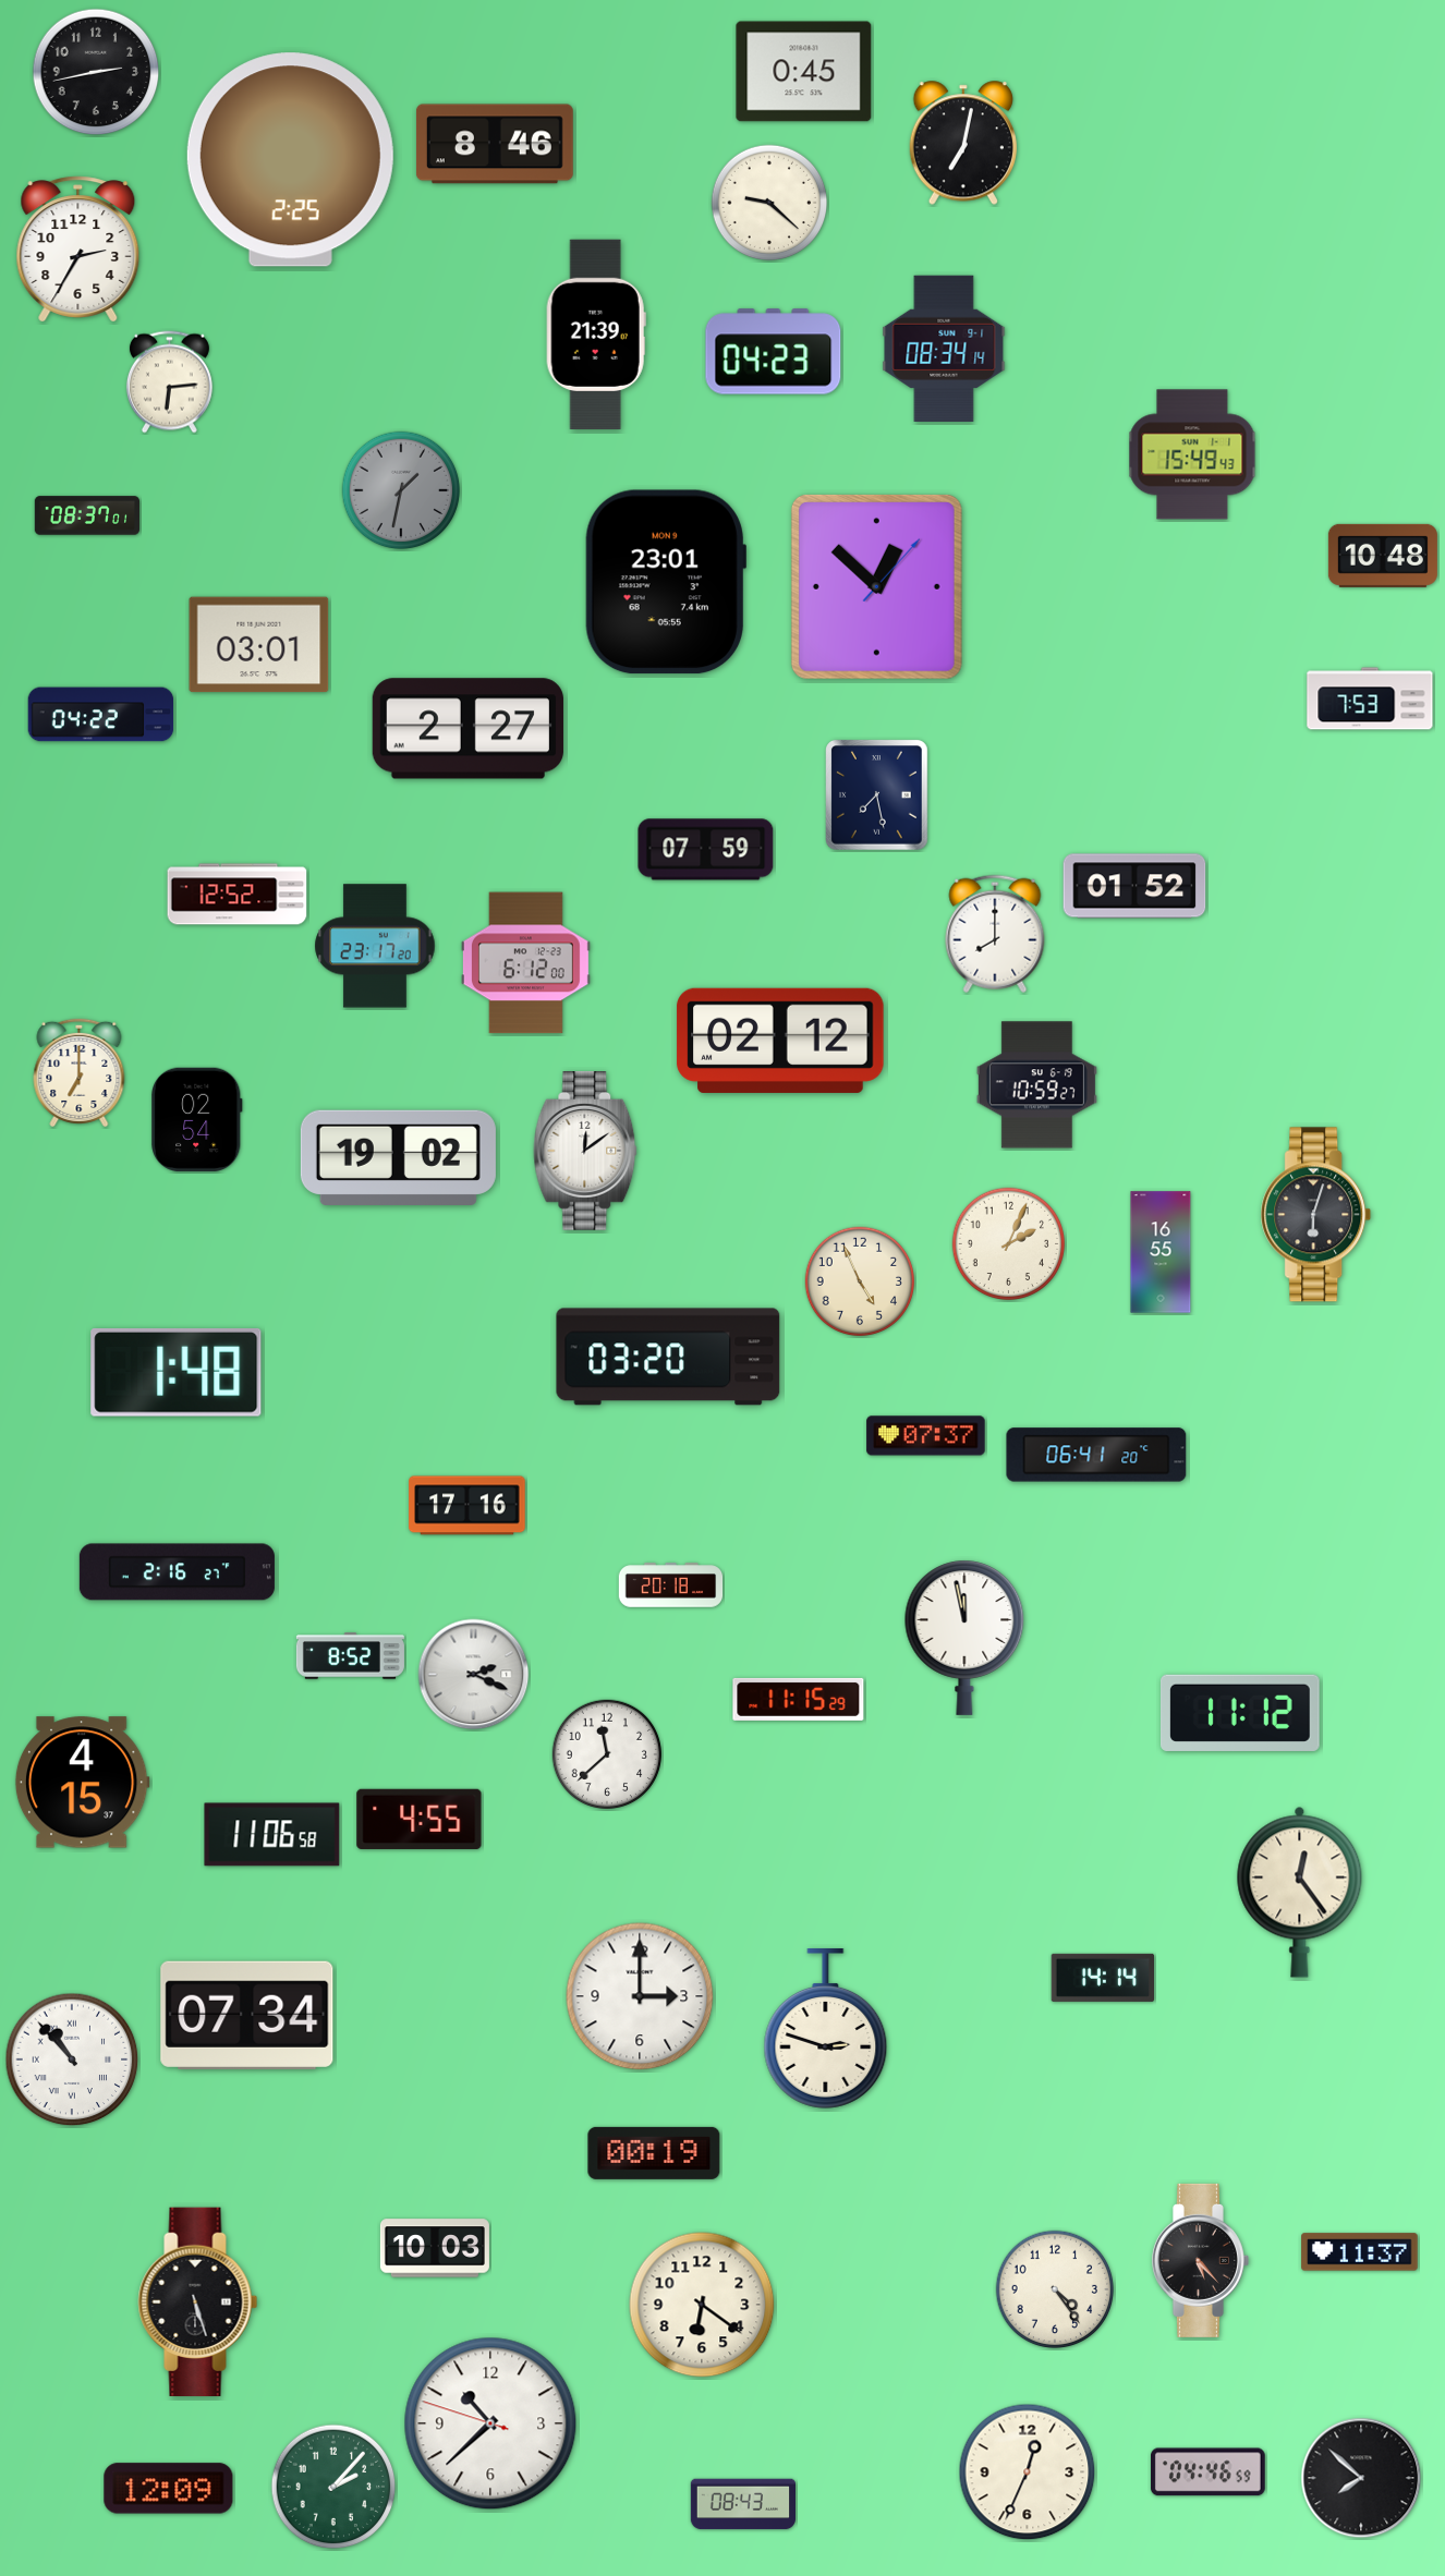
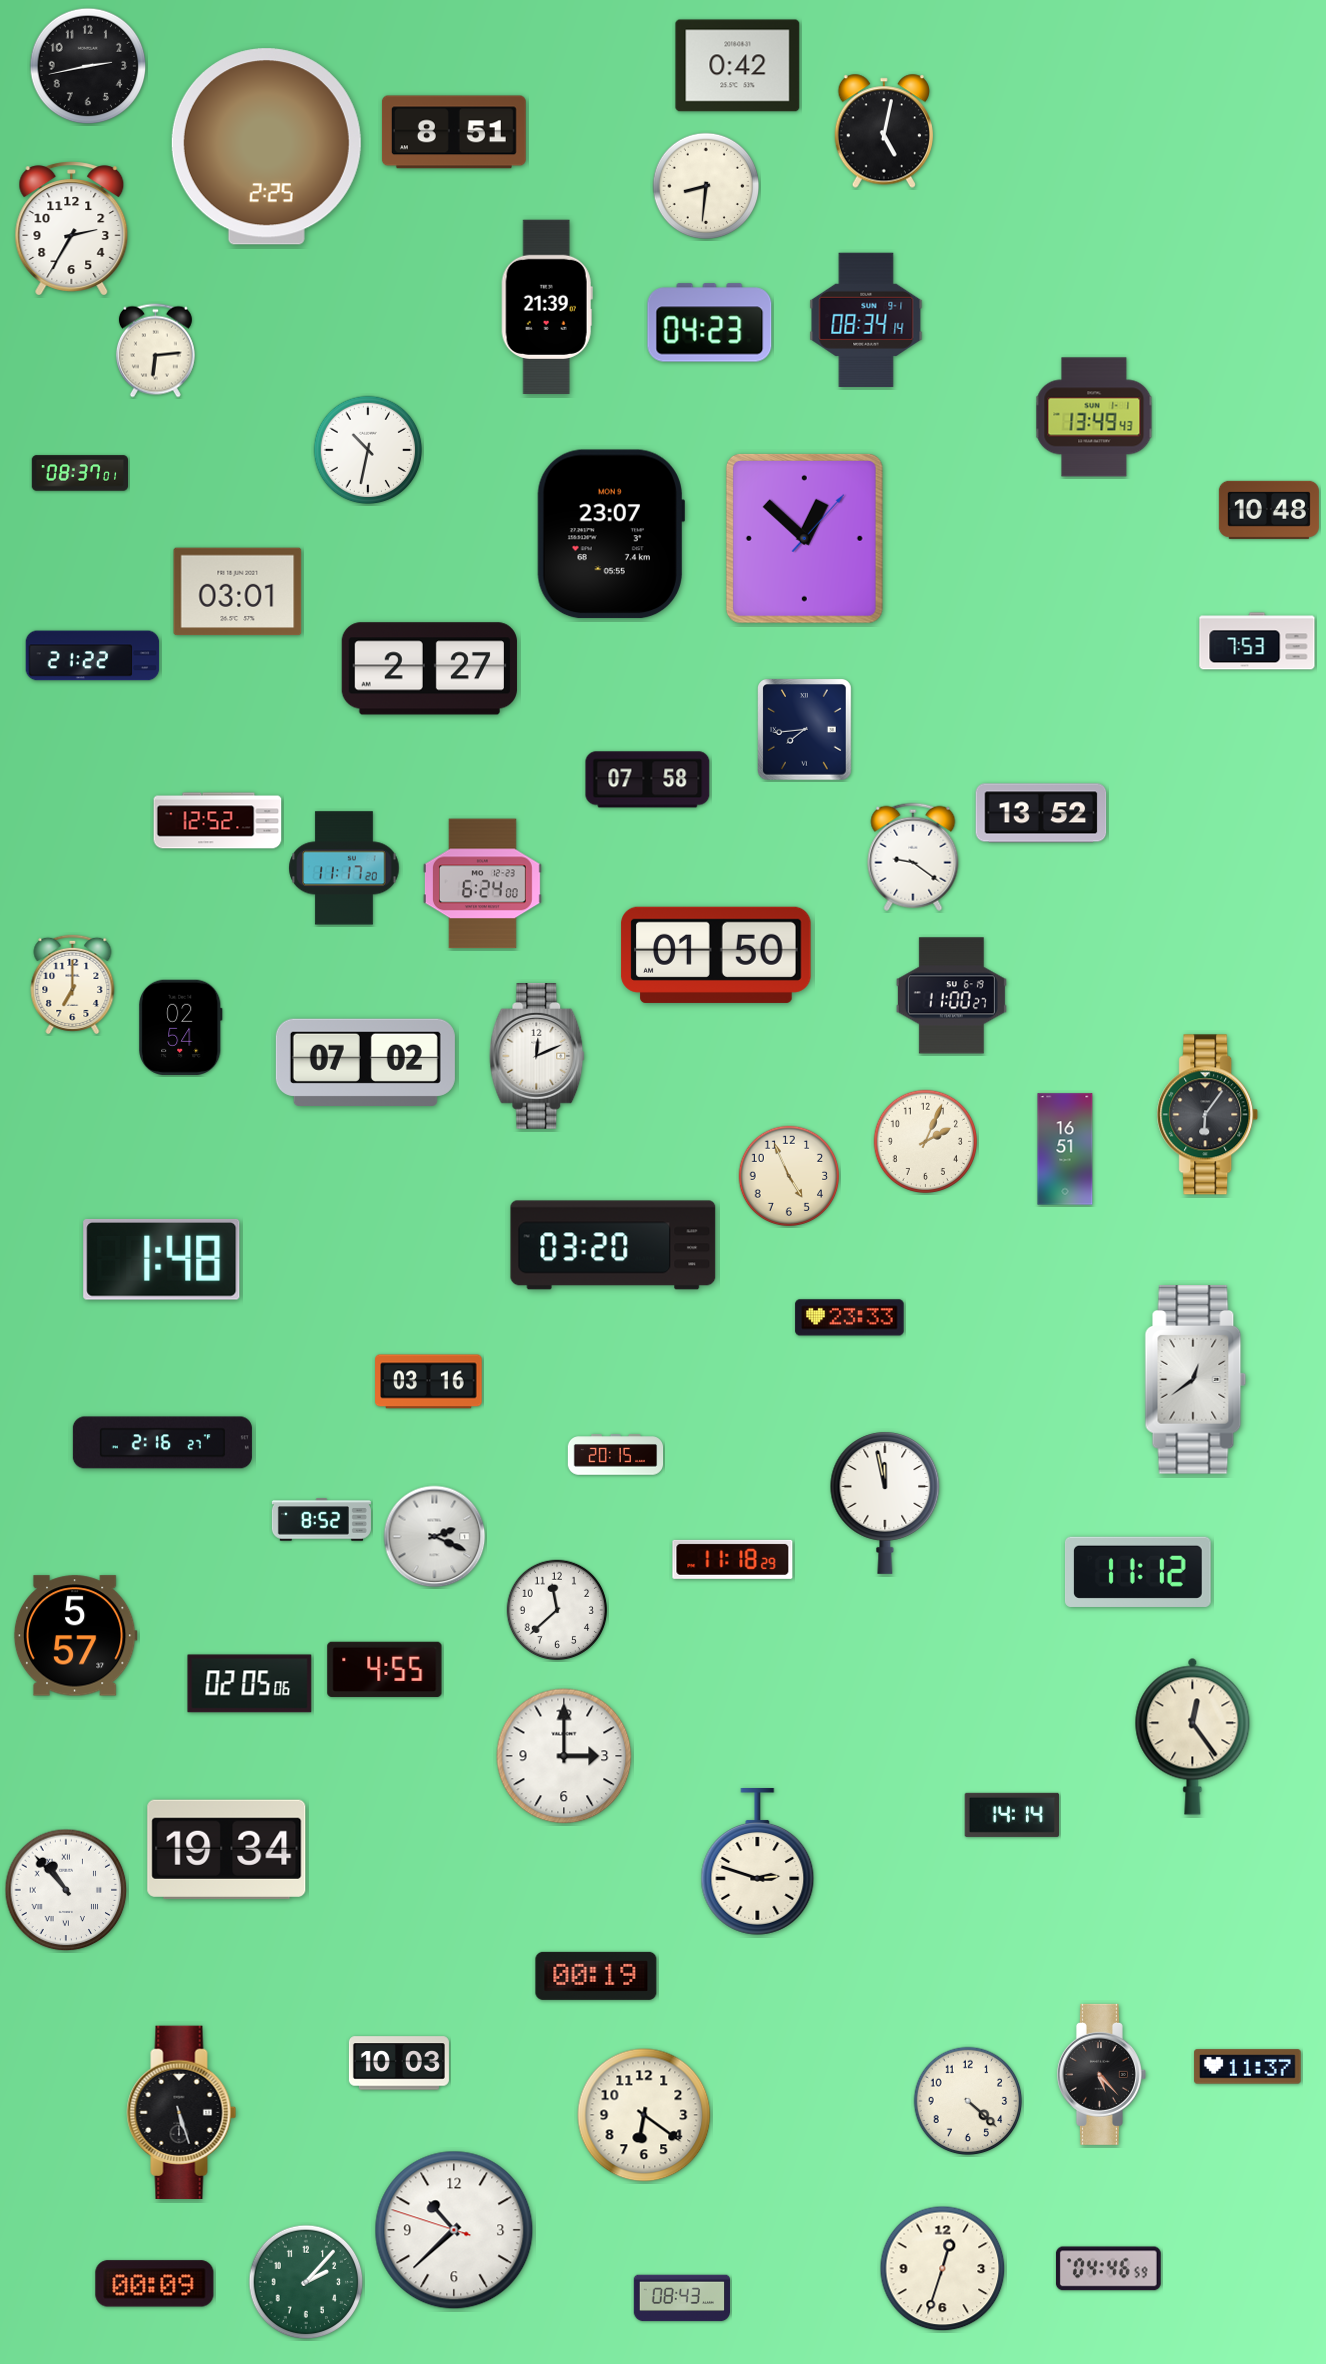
clock at (804, 72): 0:45 -> 0:42
clock at (962, 143): 7:02 -> 5:02
clock at (495, 144): 8:46 -> 8:51
clock at (769, 203): 9:22 -> 8:31
clock at (1192, 454): 15:49 -> 13:49
clock at (401, 490): 1:32 -> 10:32
clock at (401, 490) dial: grey -> white
clock at (666, 582): 23:01 -> 23:07
clock at (101, 715): 04:22 -> 21:22
clock at (877, 795): 7:28 -> 7:44
clock at (706, 850): 07:59 -> 07:58
clock at (1134, 886): 01:52 -> 13:52
clock at (995, 934): 8:00 -> 9:21
clock at (375, 946): 23:17 -> 11:17
clock at (525, 963): 6:12 -> 6:24
clock at (780, 1041): 02:12 -> 01:50
clock at (1036, 1085): 10:59 -> 11:00
clock at (585, 1152): 12:09 -> 12:11
clock at (398, 1157): 19:02 -> 07:02
clock at (1316, 1215): 6:03 -> 6:06
clock at (1161, 1252): 16:55 -> 16:51
clock at (926, 1436): 07:37 -> 23:33
clock at (1096, 1455): 06:41 -> none
clock at (1196, 1380): none -> 12:39
clock at (467, 1506): 17:16 -> 03:16
clock at (671, 1585): 20:18 -> 20:15
clock at (799, 1699): 11:15 -> 11:18
clock at (82, 1783): 4:15 -> 5:57
clock at (272, 1835): 11:06 -> 02:05
clock at (640, 1996) position: (640, 1996) -> (564, 1756)
clock at (247, 2015): 07:34 -> 19:34
clock at (654, 2153) position: (654, 2153) -> (596, 1976)
clock at (1055, 2289): 4:24 -> 4:22
clock at (490, 2423) position: (490, 2423) -> (454, 2230)
clock at (1028, 2472): 12:34 -> 12:33
clock at (1361, 2478): 7:52 -> none
clock at (169, 2489): 12:09 -> 00:09
